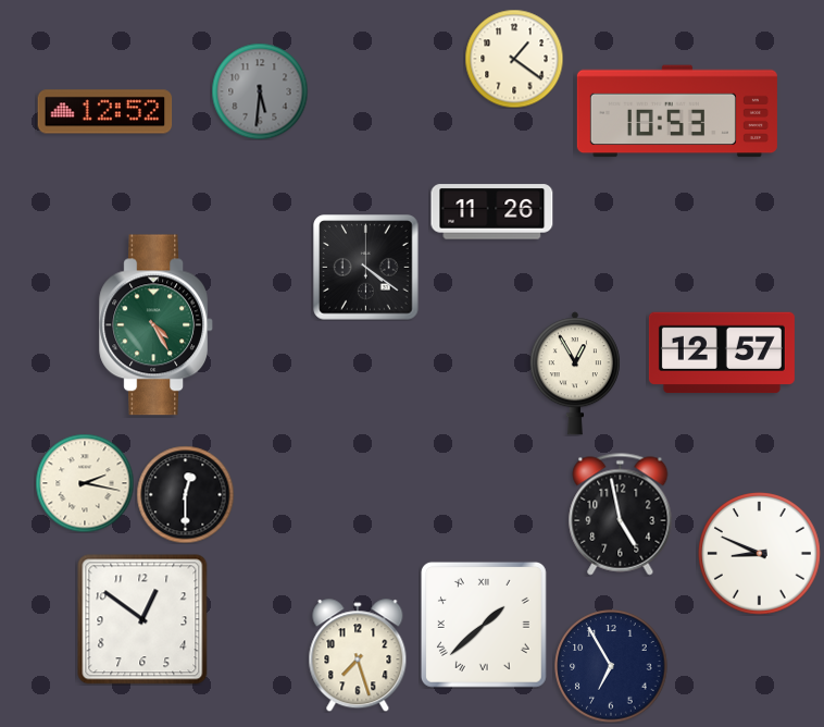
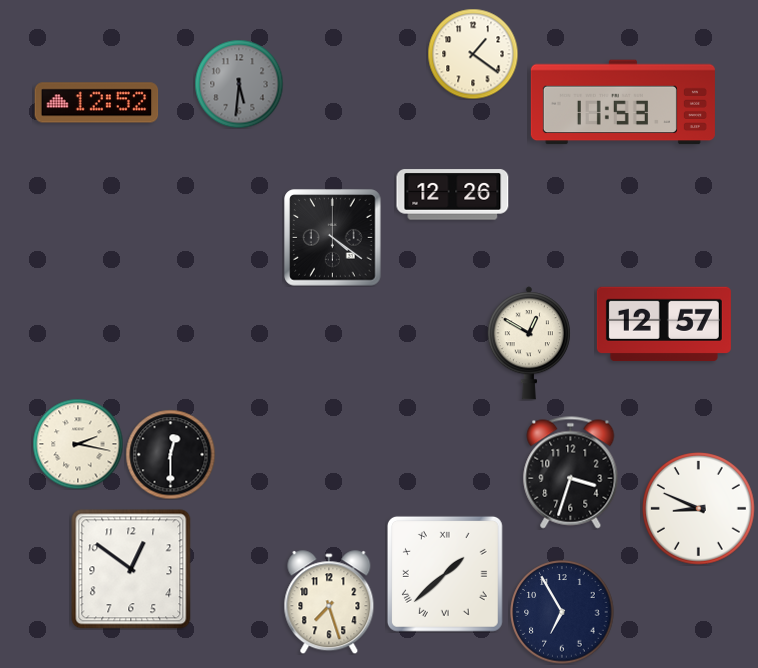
clock at (677, 111): 10:53 -> 11:53
clock at (492, 212): 11:26 -> 12:26
clock at (366, 268) position: (366, 268) -> (333, 238)
clock at (155, 325): 4:25 -> none
clock at (575, 373): 12:55 -> 12:50
clock at (621, 515): 4:58 -> 3:33
